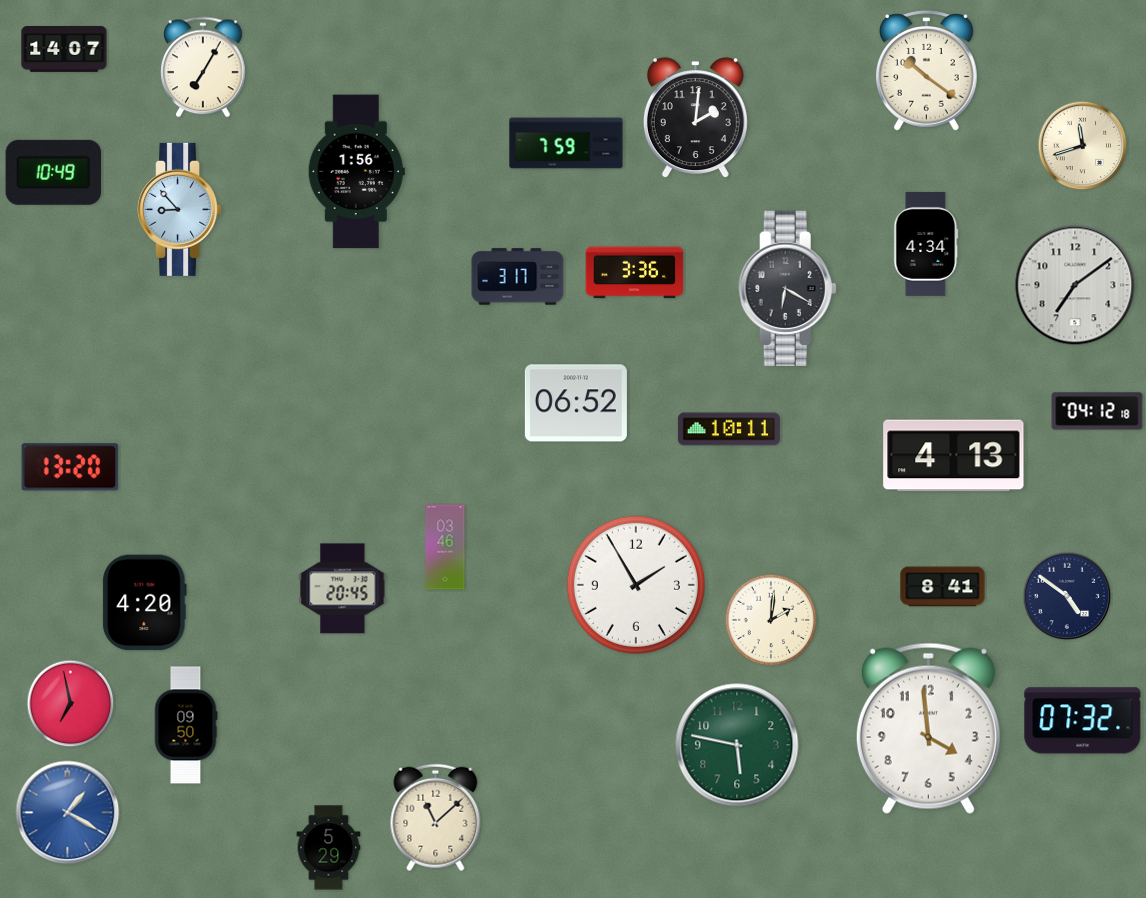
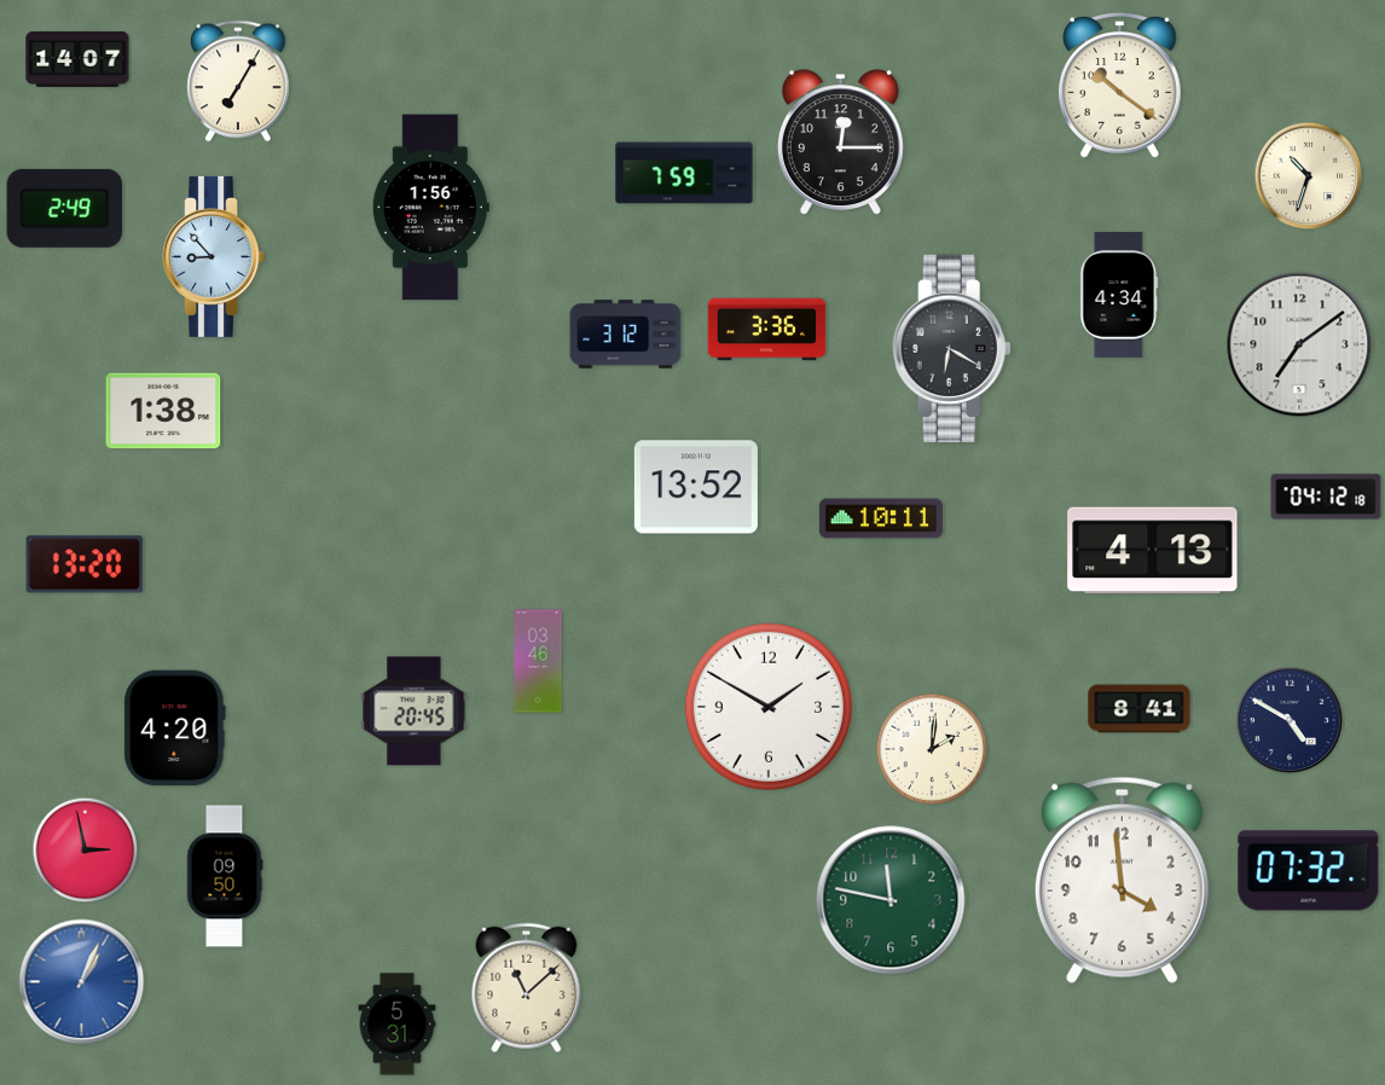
clock at (203, 67) position: (203, 67) -> (238, 81)
clock at (695, 118): 2:01 -> 12:15
clock at (1083, 146): 11:42 -> 10:33
clock at (54, 172): 10:49 -> 2:49
clock at (180, 209) position: (180, 209) -> (214, 256)
clock at (518, 277): 3:17 -> 3:12
clock at (163, 411): none -> 1:38
clock at (576, 403): 06:52 -> 13:52
clock at (636, 585): 1:55 -> 1:50
clock at (1067, 596): 4:51 -> 4:50
clock at (71, 704): 6:58 -> 2:58
clock at (737, 745): 5:47 -> 11:47
clock at (68, 813): 1:20 -> 1:04
clock at (329, 848): 5:29 -> 5:31
